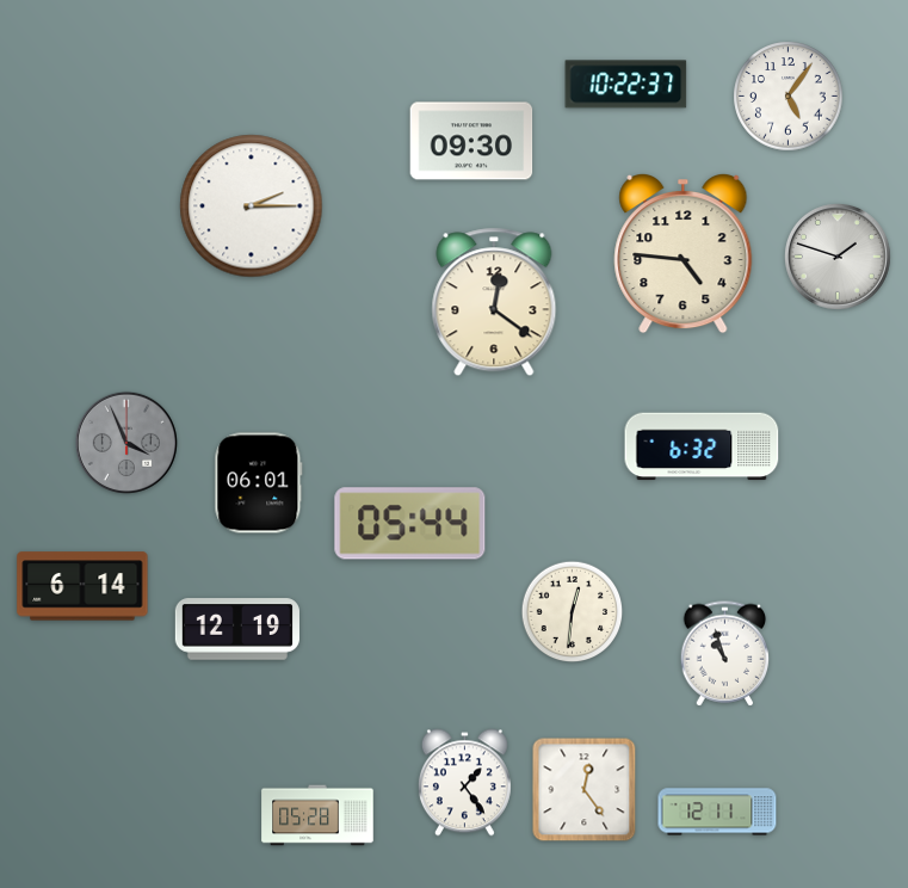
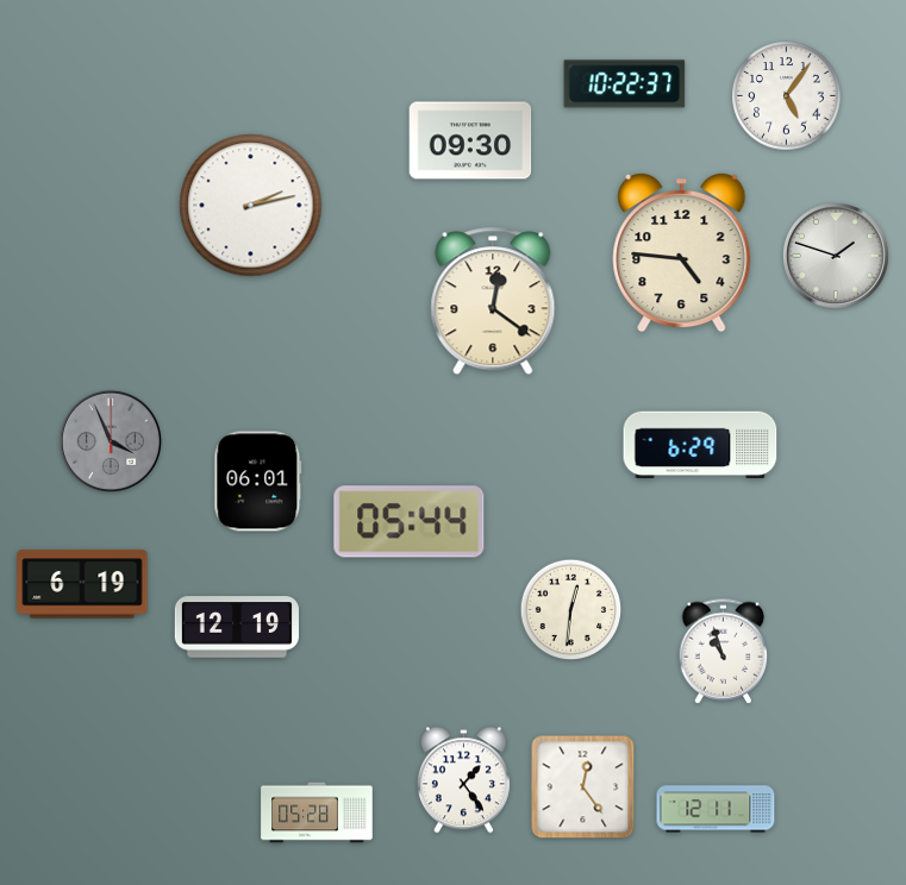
clock at (252, 206): 2:15 -> 2:13
clock at (126, 443) position: (126, 443) -> (111, 441)
clock at (702, 446): 6:32 -> 6:29
clock at (82, 586): 6:14 -> 6:19
